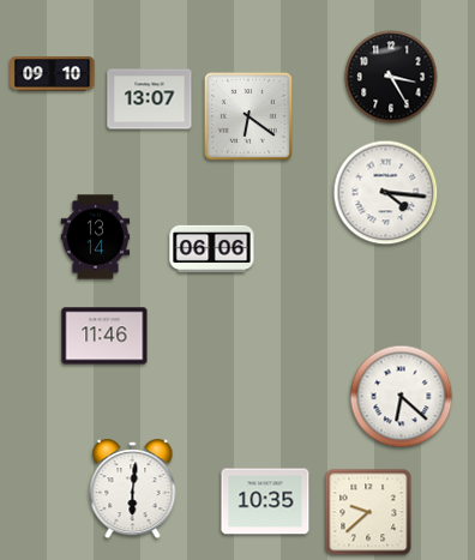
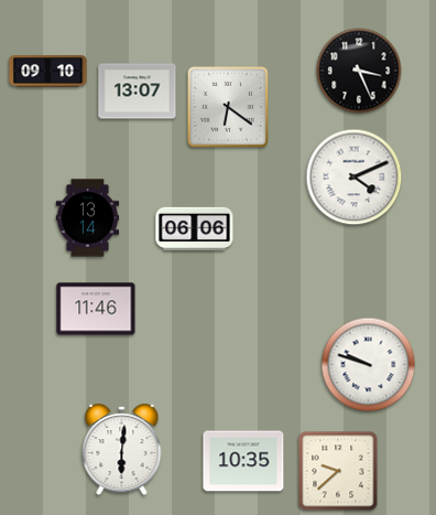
clock at (53, 74) position: (53, 74) -> (48, 72)
clock at (391, 77): 3:25 -> 3:26
clock at (386, 193): 4:16 -> 4:11
clock at (402, 397): 6:22 -> 9:48
